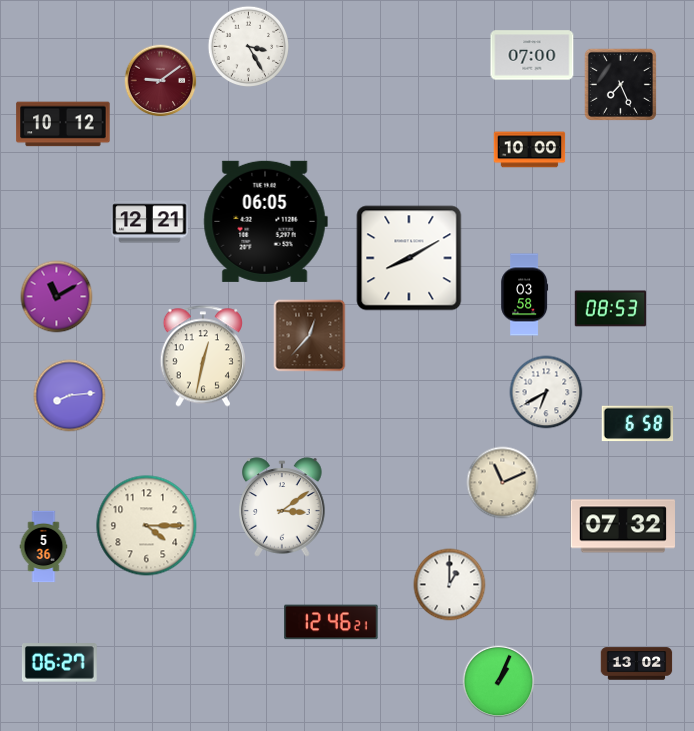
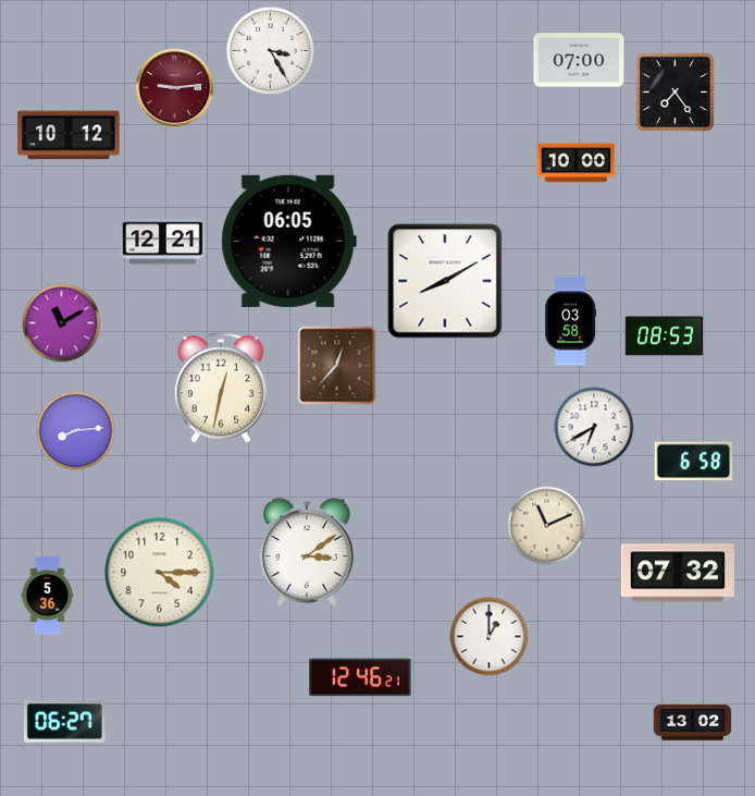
clock at (161, 81): 9:09 -> 9:14
clock at (620, 84): 7:26 -> 7:24
clock at (499, 682): 1:04 -> none
